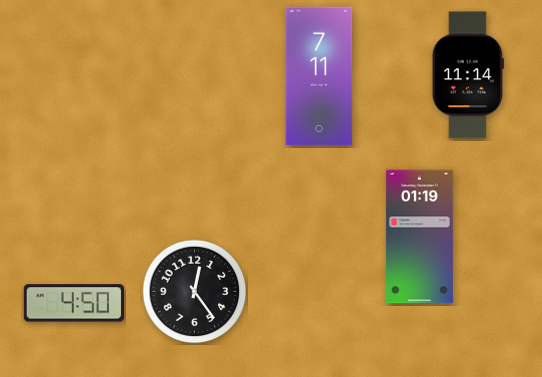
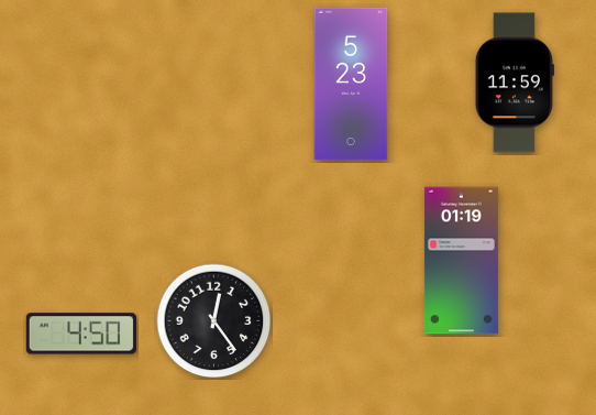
clock at (468, 75): 11:14 -> 11:59
clock at (319, 76): 7:11 -> 5:23
